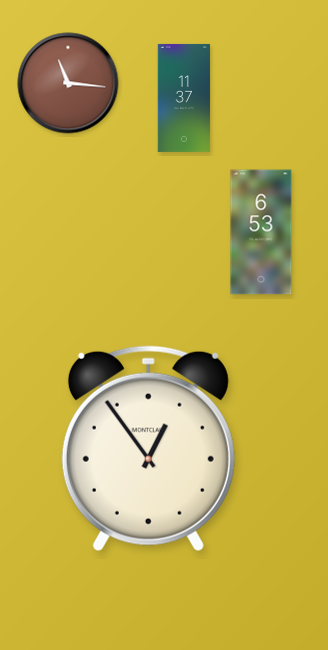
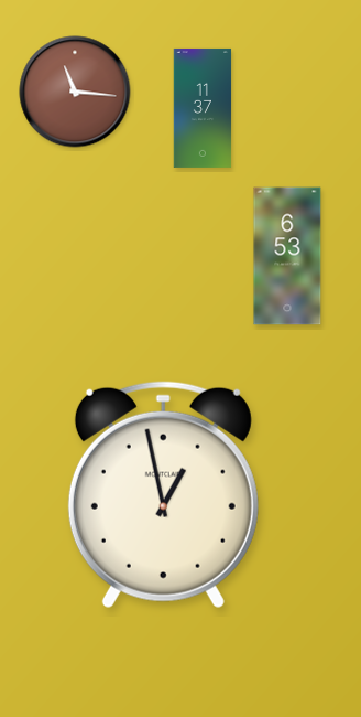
clock at (148, 449): 12:54 -> 12:58
